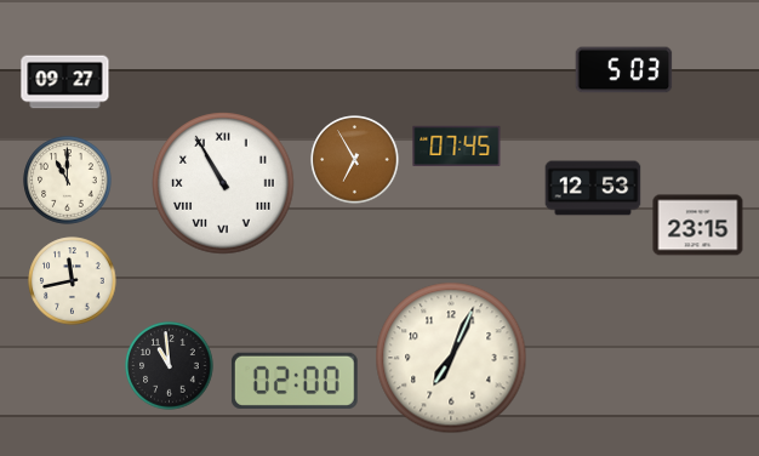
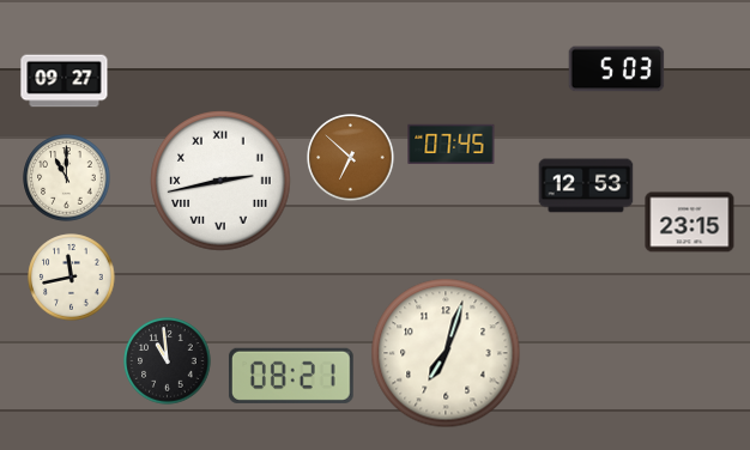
clock at (355, 160): 6:55 -> 6:52
clock at (223, 183): 10:55 -> 2:43
clock at (451, 358): 7:04 -> 7:03
clock at (295, 381): 02:00 -> 08:21
